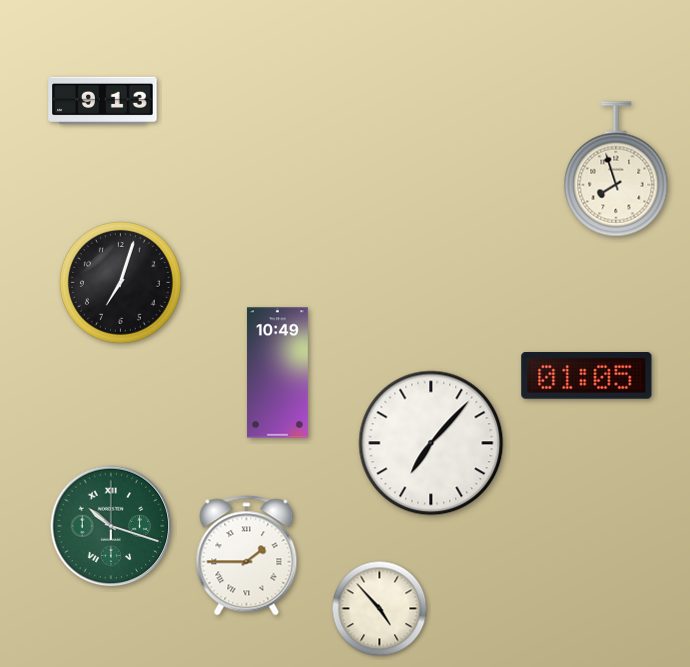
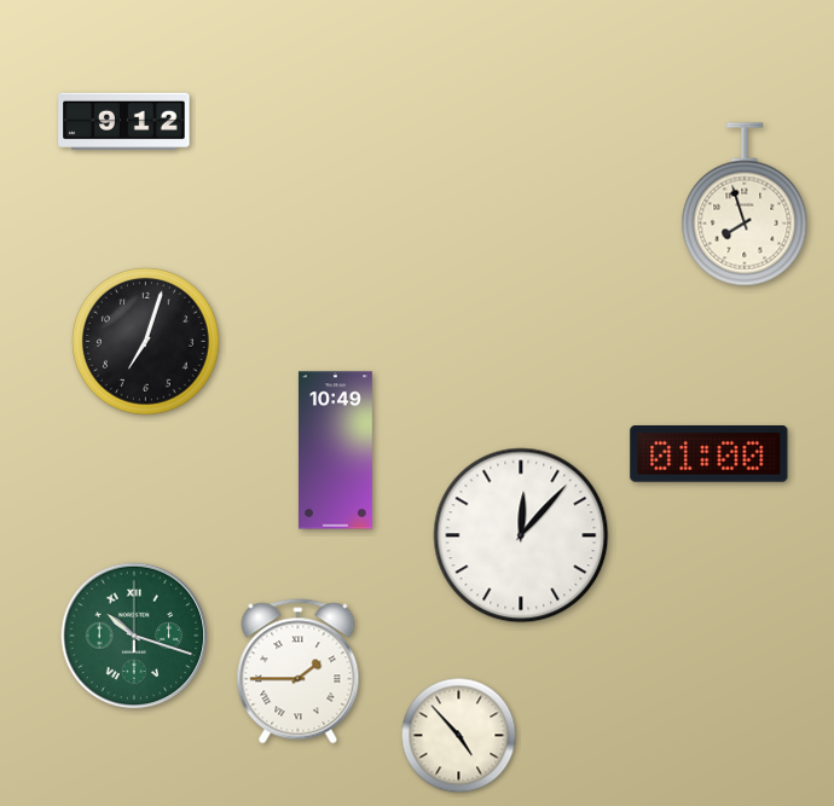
clock at (103, 100): 9:13 -> 9:12
clock at (587, 376): 01:05 -> 01:00
clock at (431, 443): 7:07 -> 12:07
